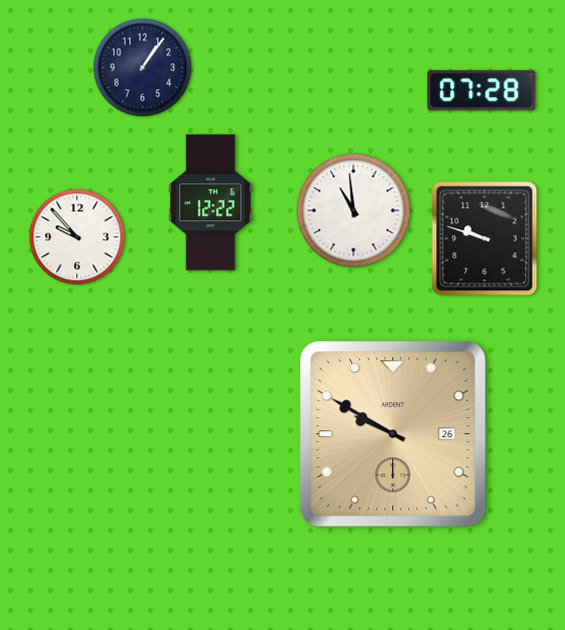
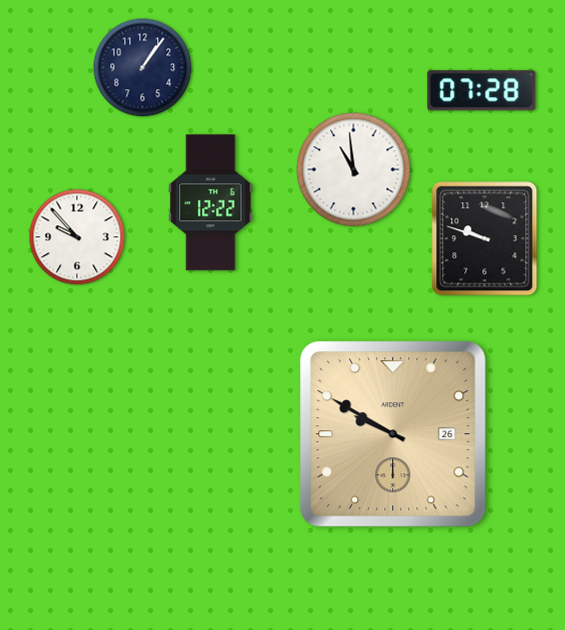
clock at (354, 211) position: (354, 211) -> (354, 170)
